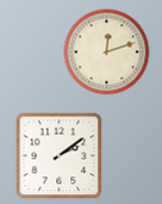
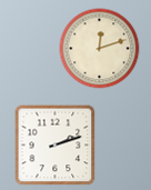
clock at (60, 156): 2:09 -> 2:12
